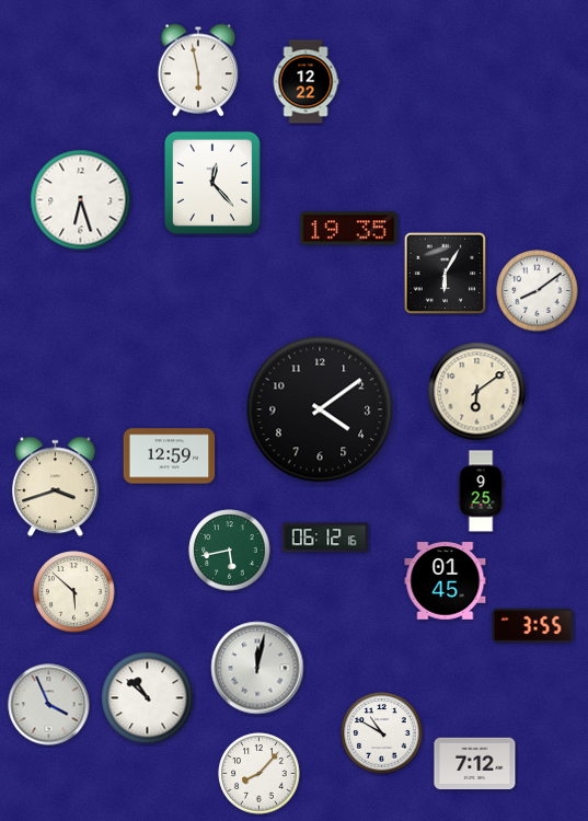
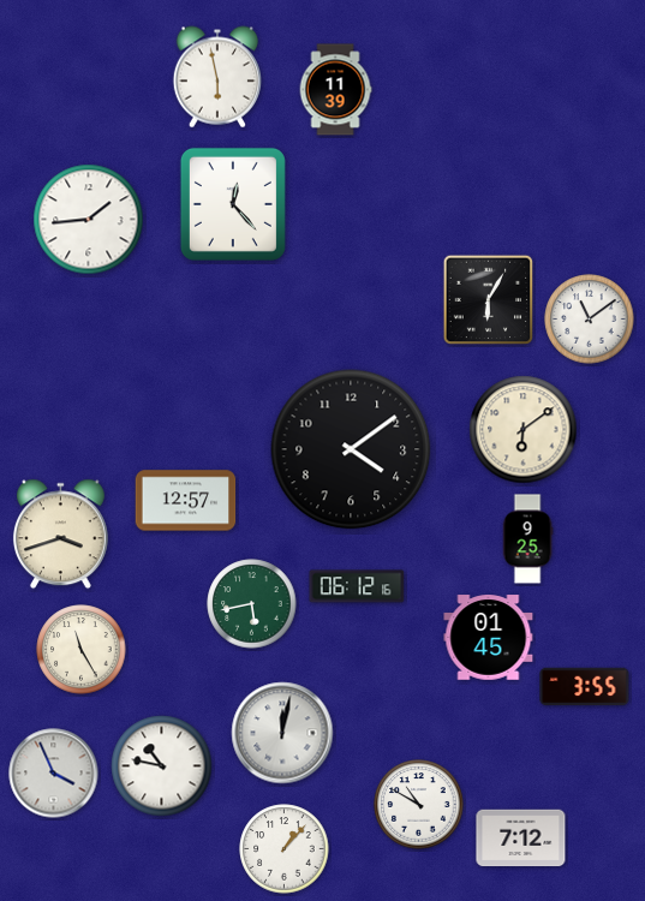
clock at (305, 82): 12:22 -> 11:39
clock at (212, 183) position: (212, 183) -> (233, 204)
clock at (81, 200): 6:27 -> 1:44
clock at (348, 229): 19:35 -> none
clock at (538, 291): 8:09 -> 11:09
clock at (170, 456): 12:59 -> 12:57
clock at (325, 537) position: (325, 537) -> (357, 586)
clock at (74, 592): 5:52 -> 11:25
clock at (148, 698): 10:52 -> 10:47
clock at (260, 774): 8:07 -> 1:07
